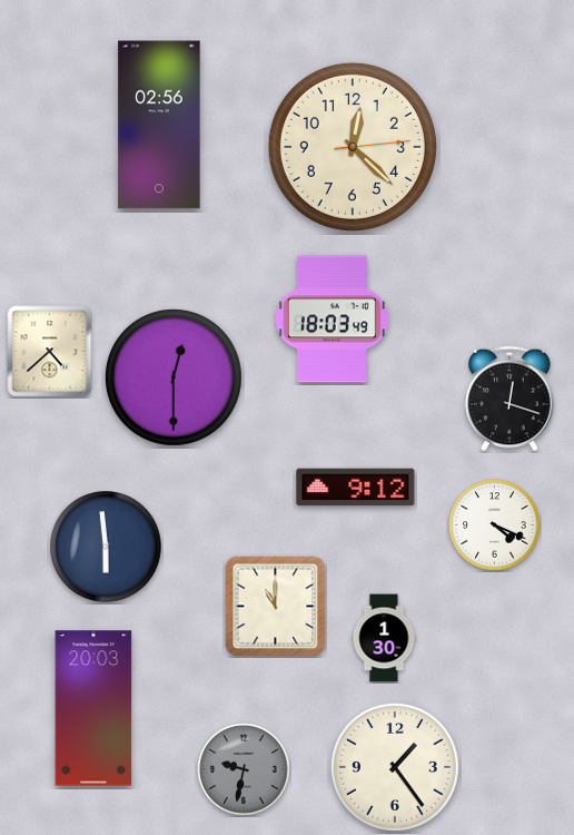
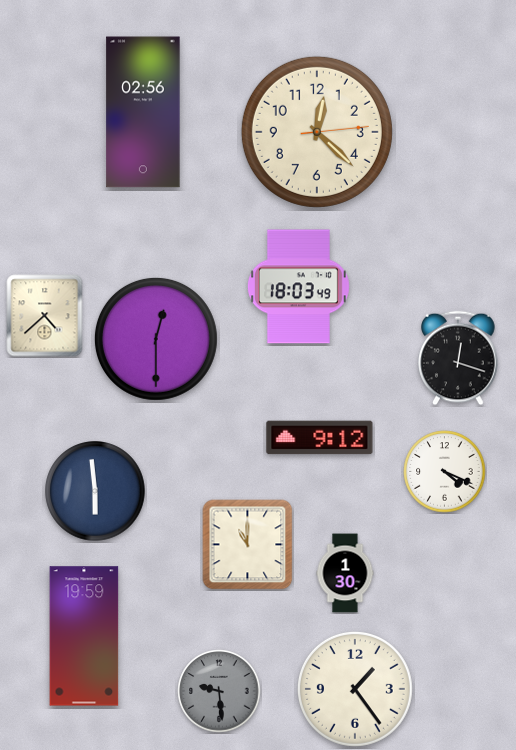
clock at (93, 708): 20:03 -> 19:59
clock at (244, 769): 9:32 -> 9:29
